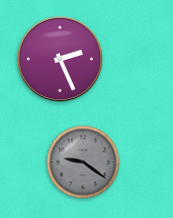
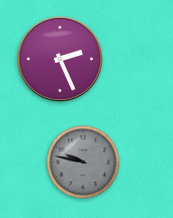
clock at (83, 162): 9:21 -> 9:47
